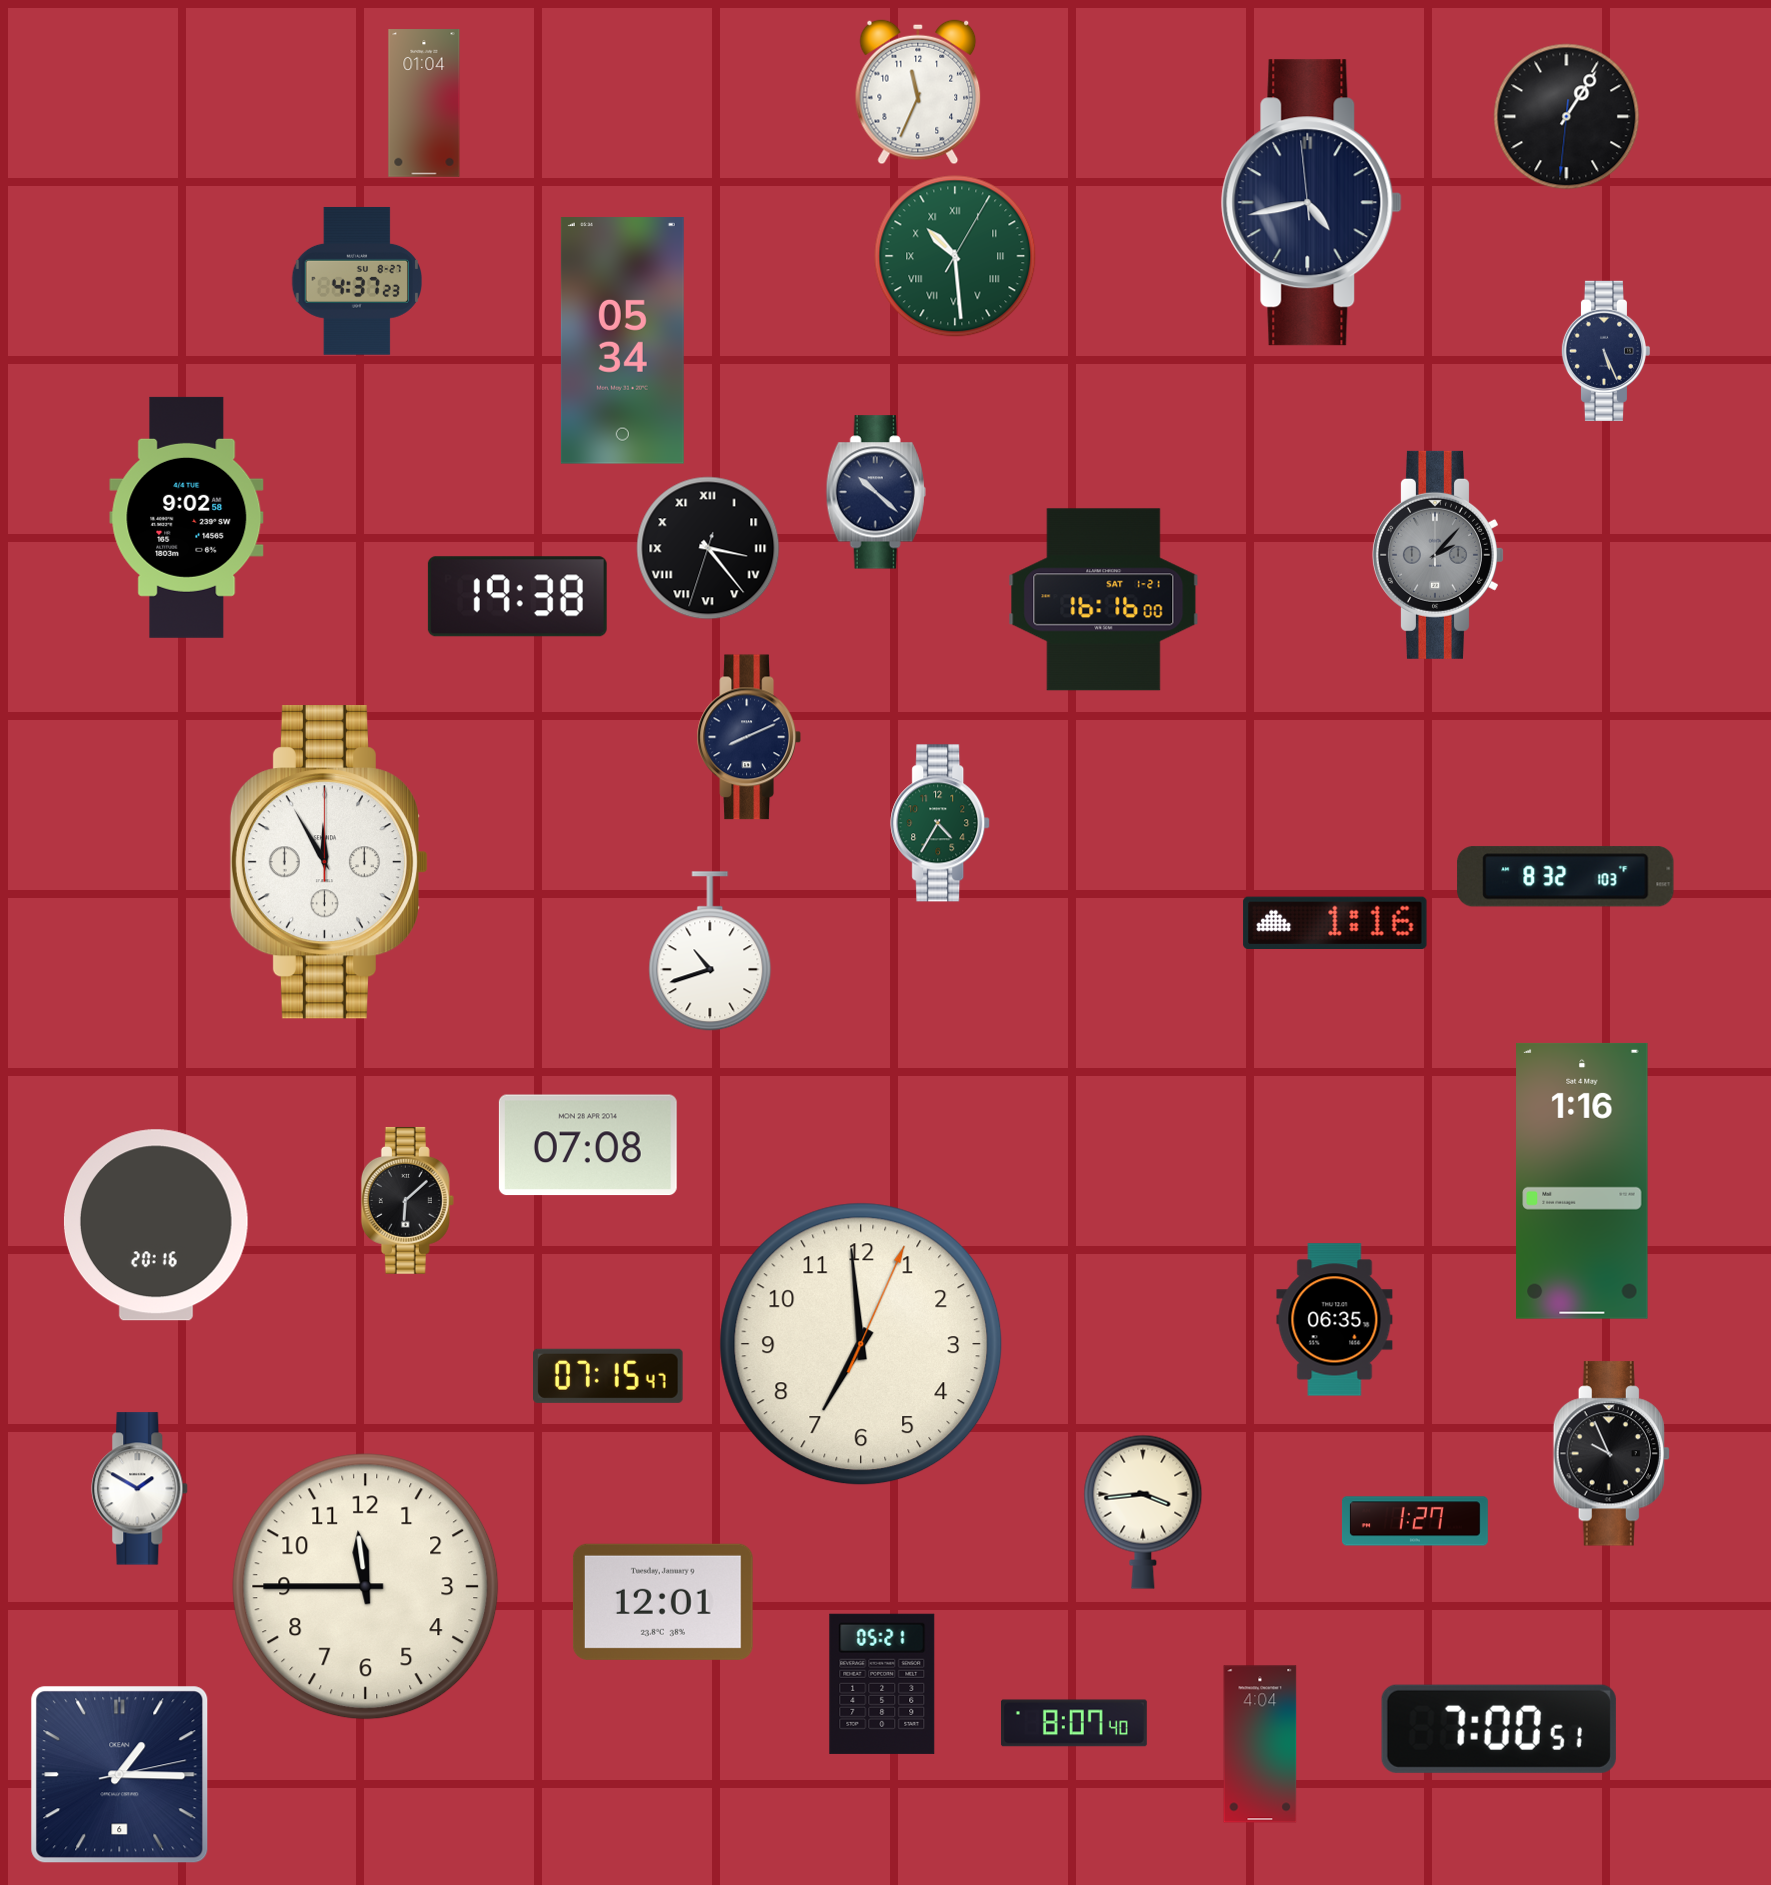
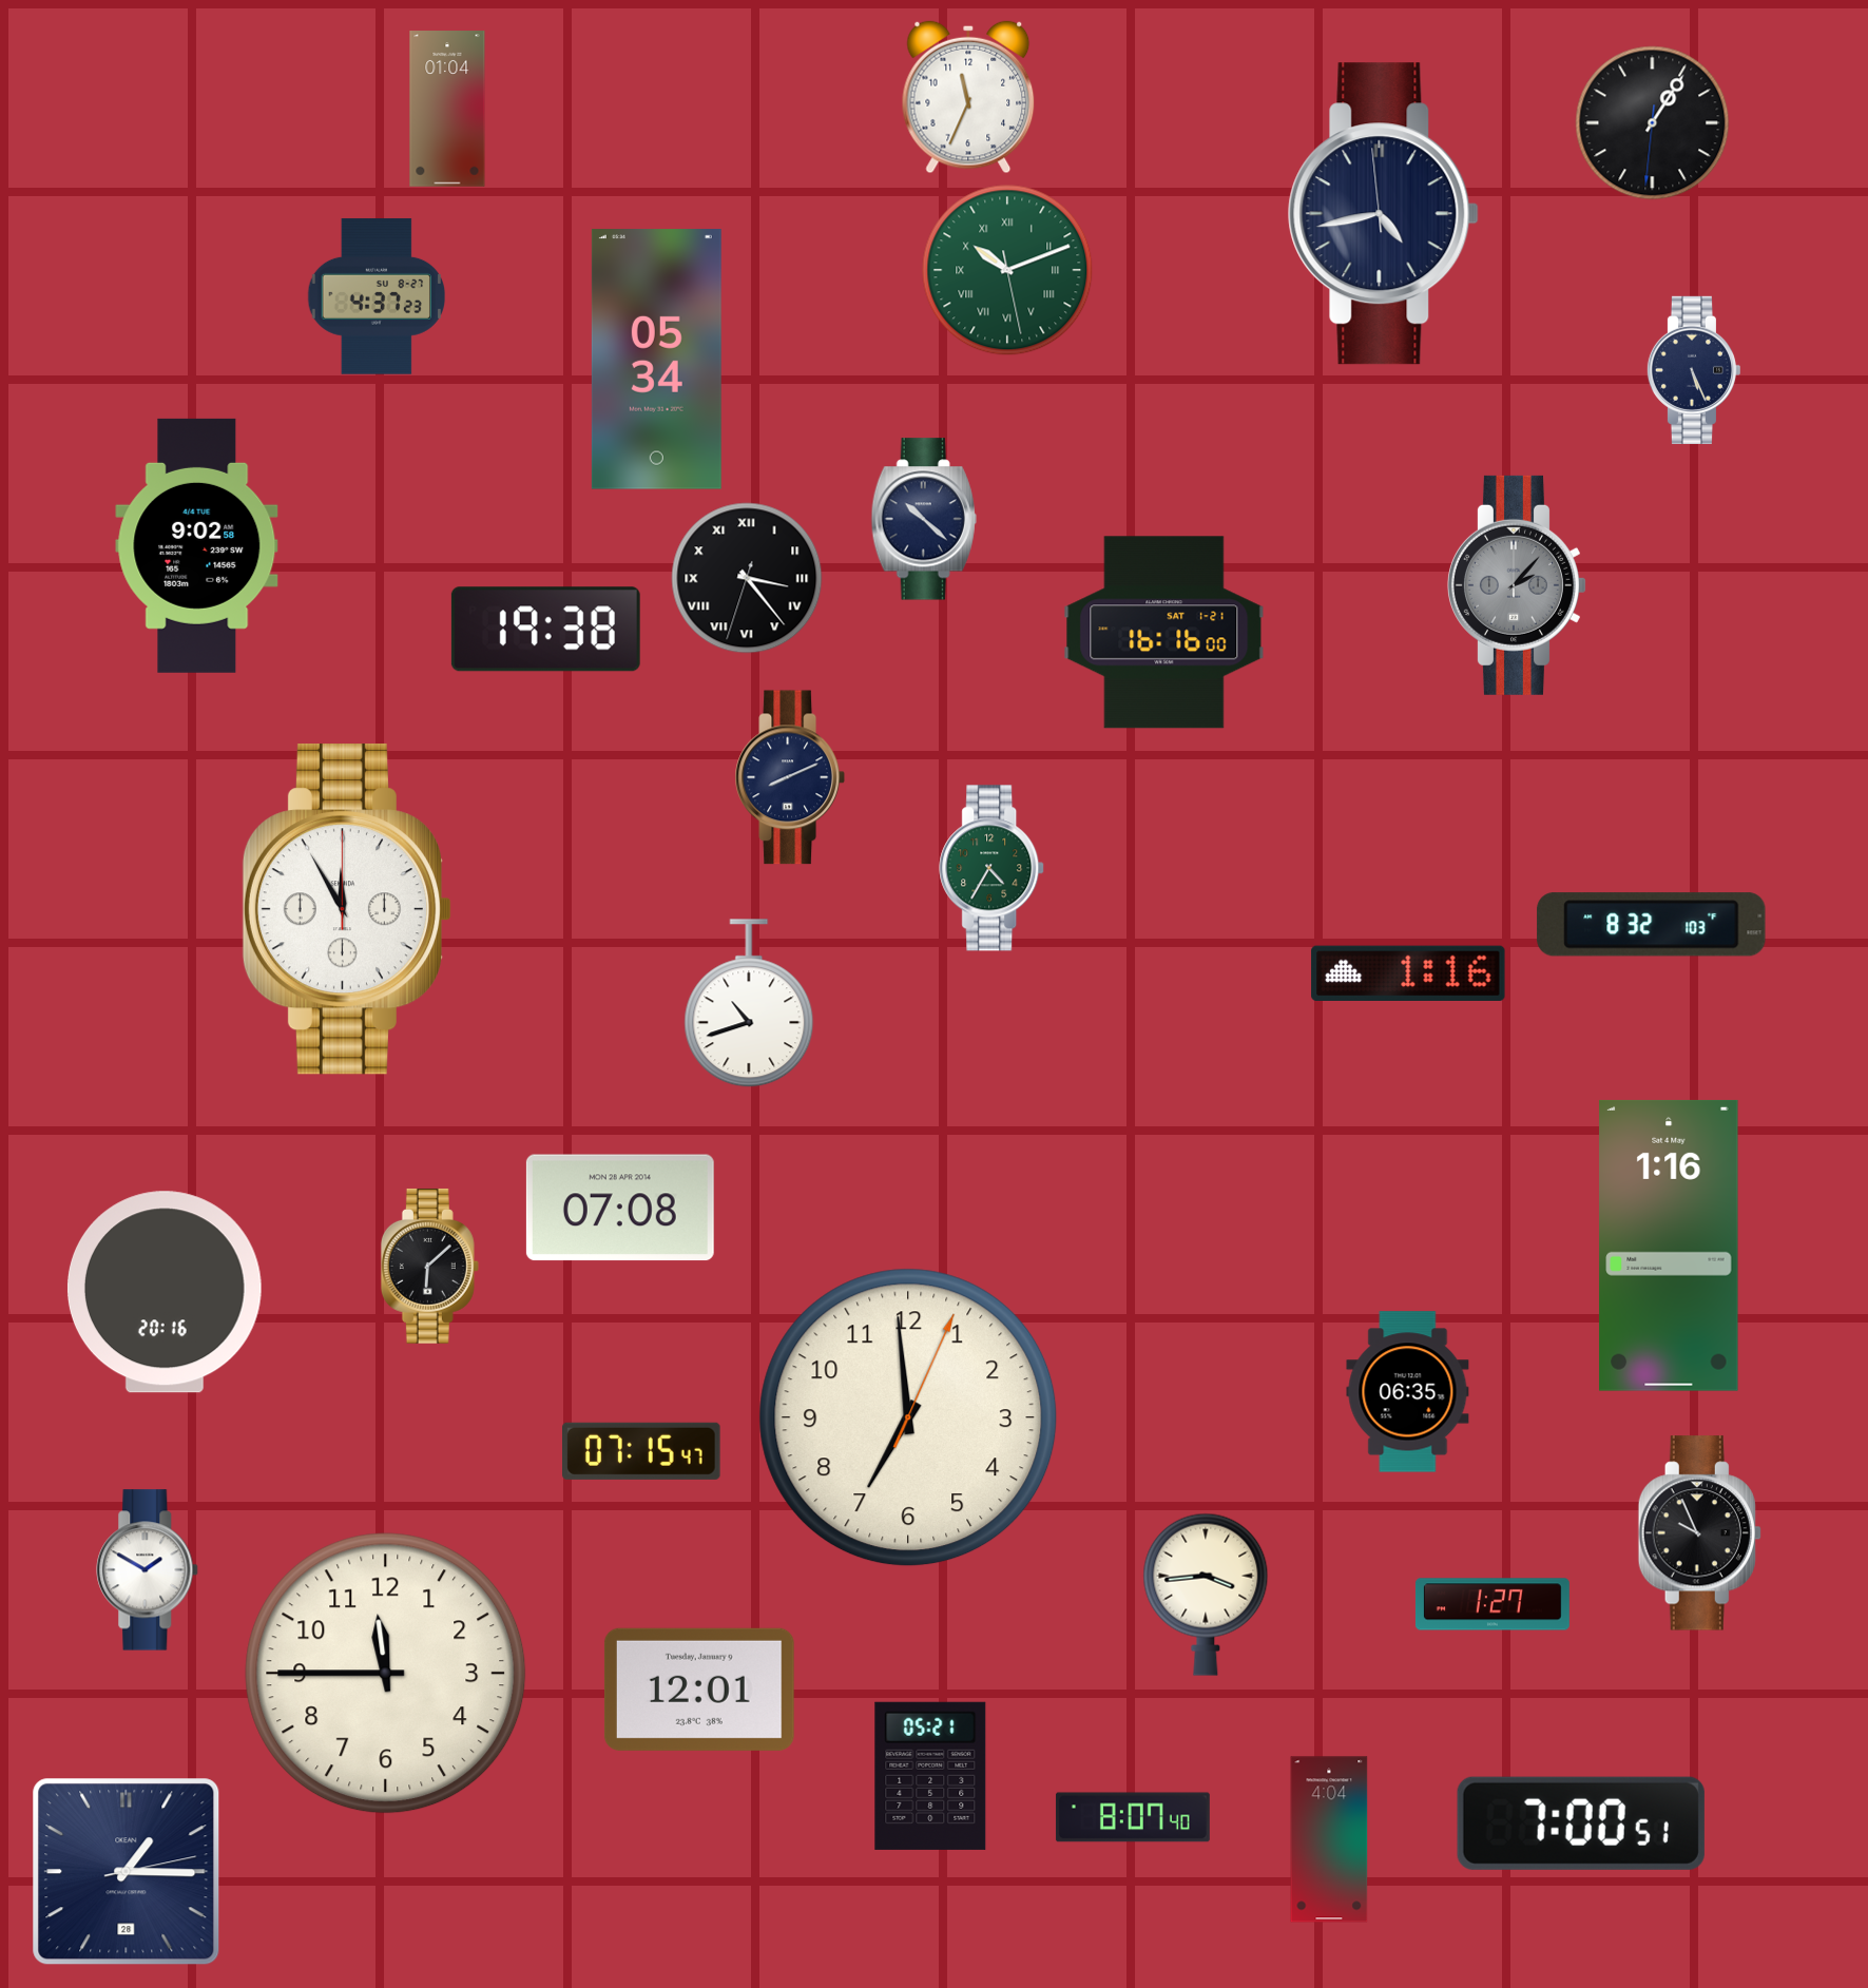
clock at (955, 256): 10:29 -> 10:11
clock at (120, 1775) date: 6 -> 28
